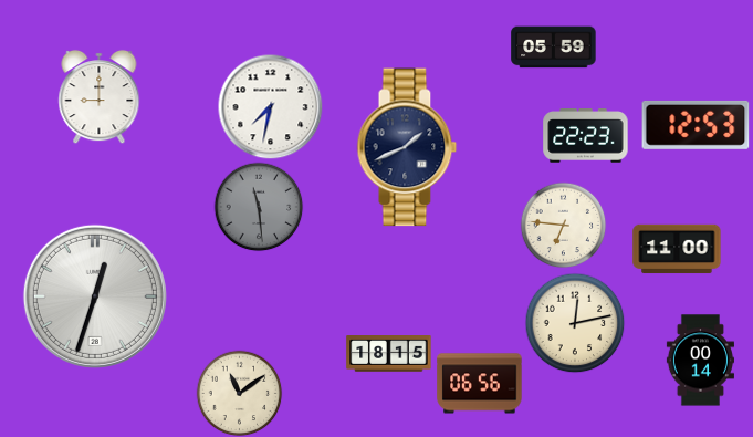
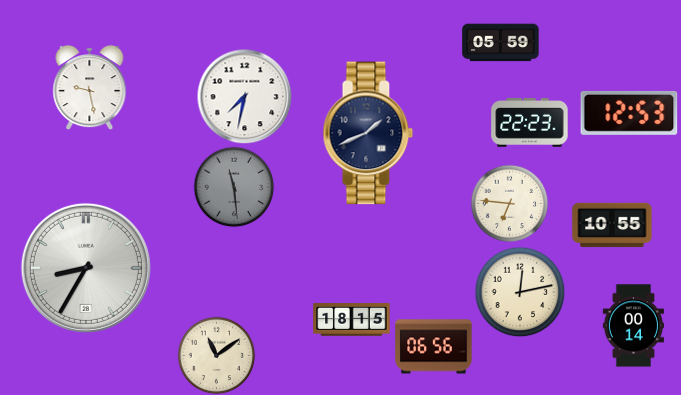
clock at (100, 96): 9:00 -> 9:28
clock at (677, 249): 11:00 -> 10:55
clock at (95, 296): 12:33 -> 8:35
